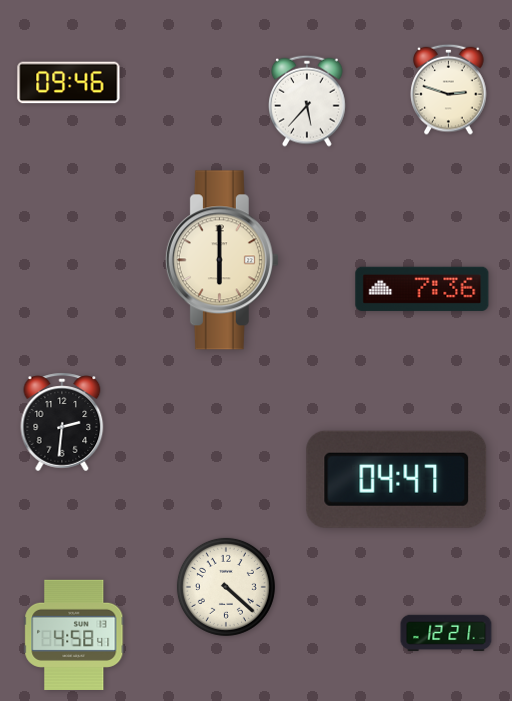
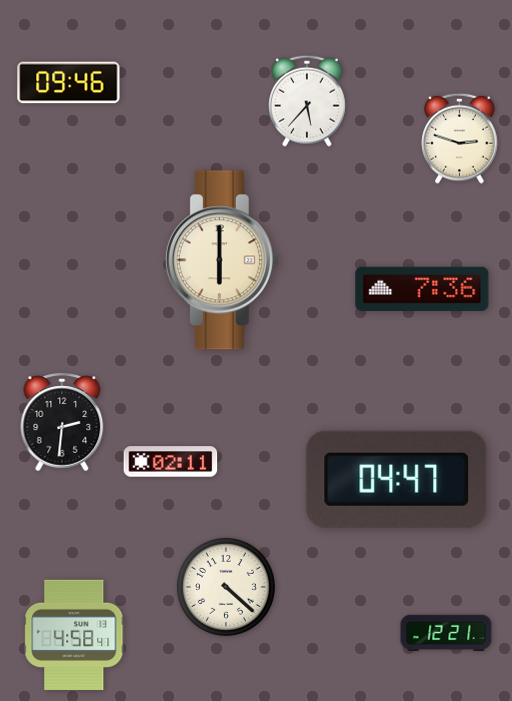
clock at (449, 89) position: (449, 89) -> (460, 138)
clock at (171, 462): none -> 02:11
